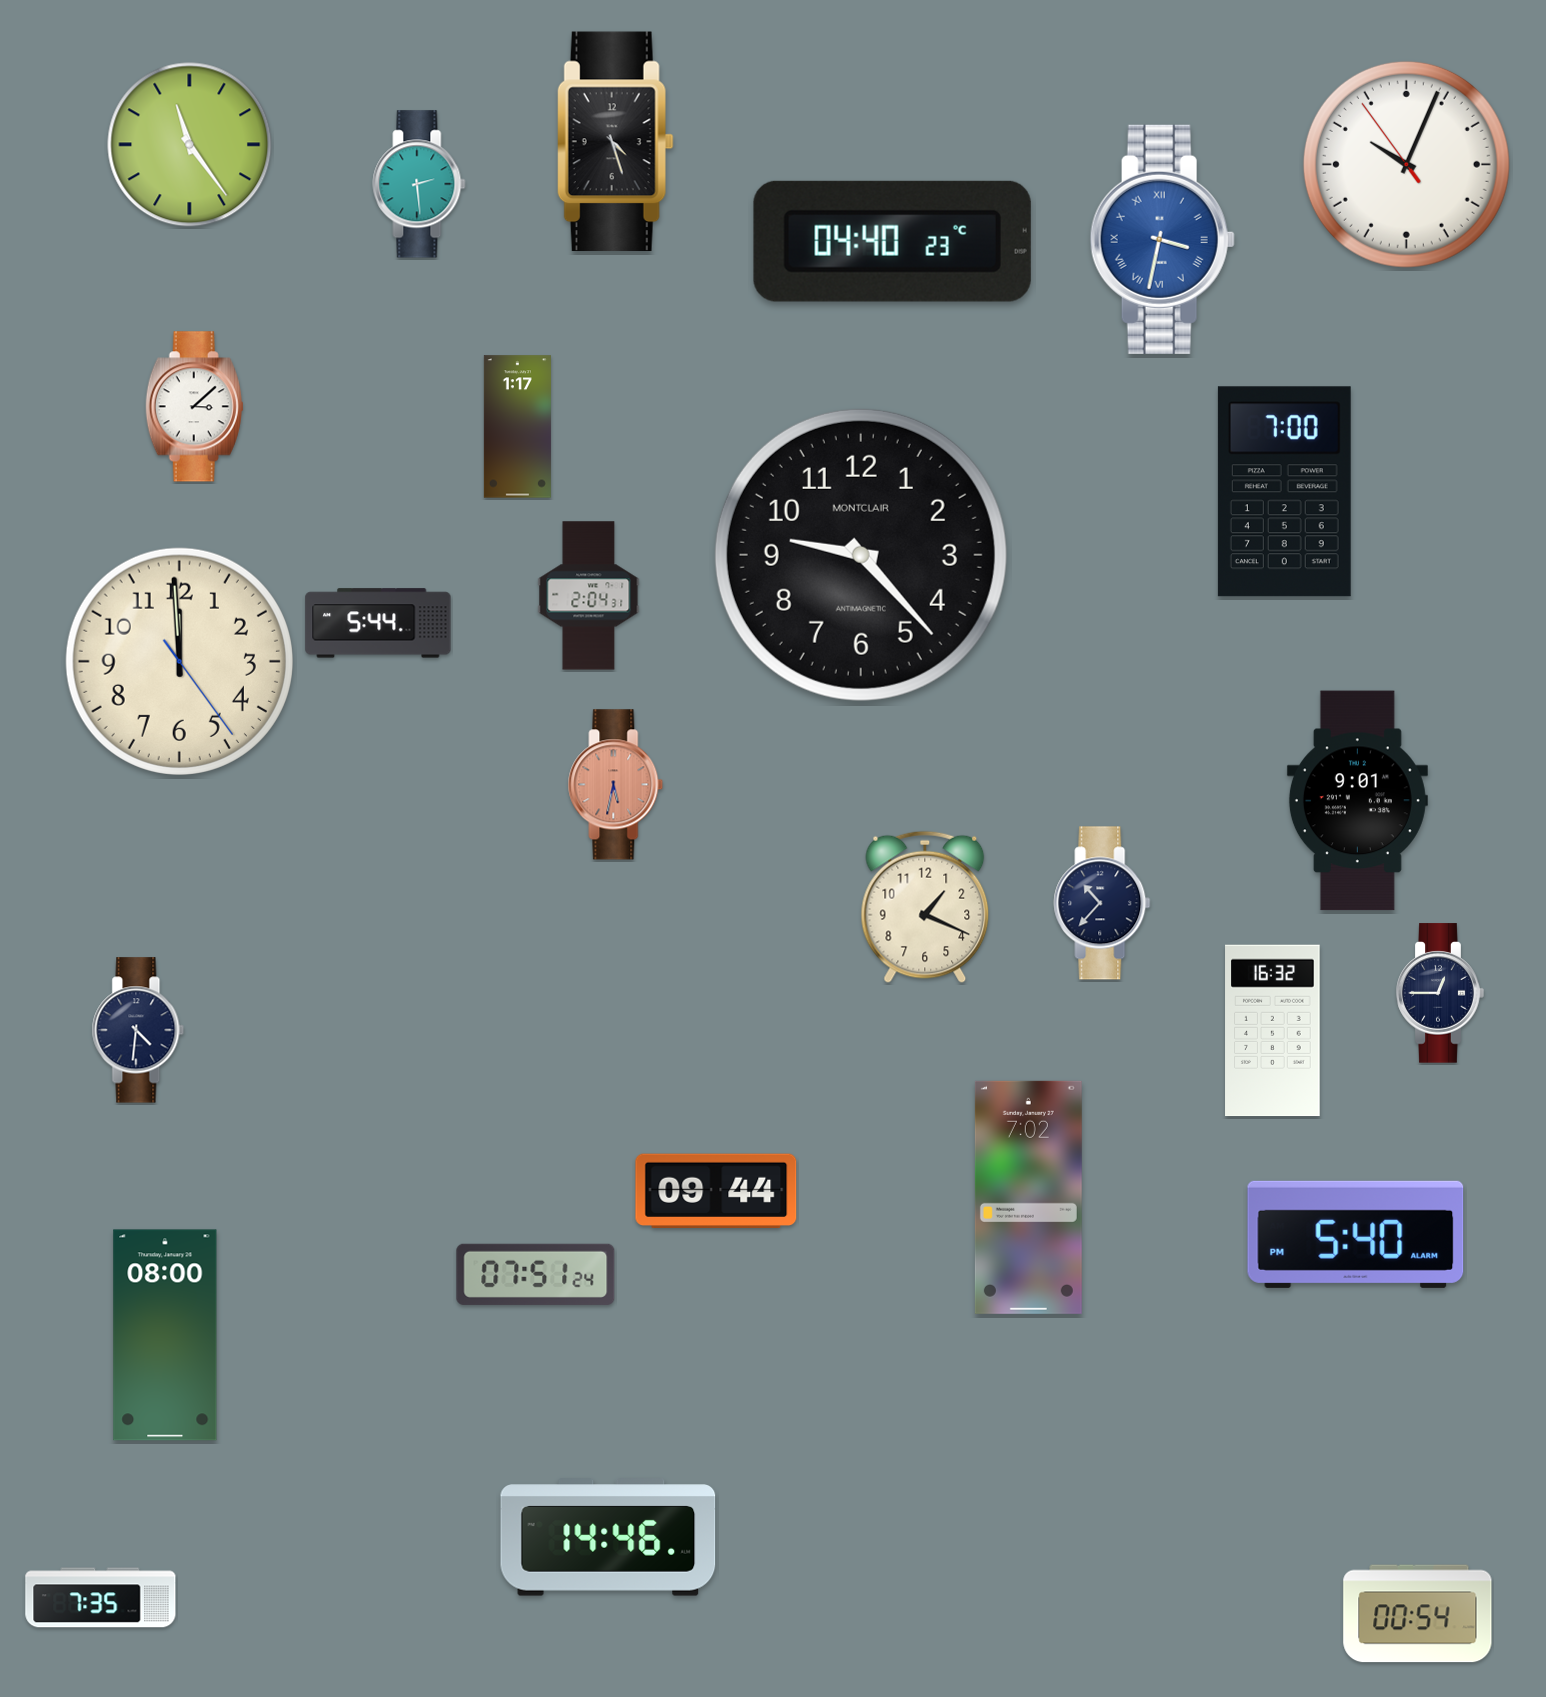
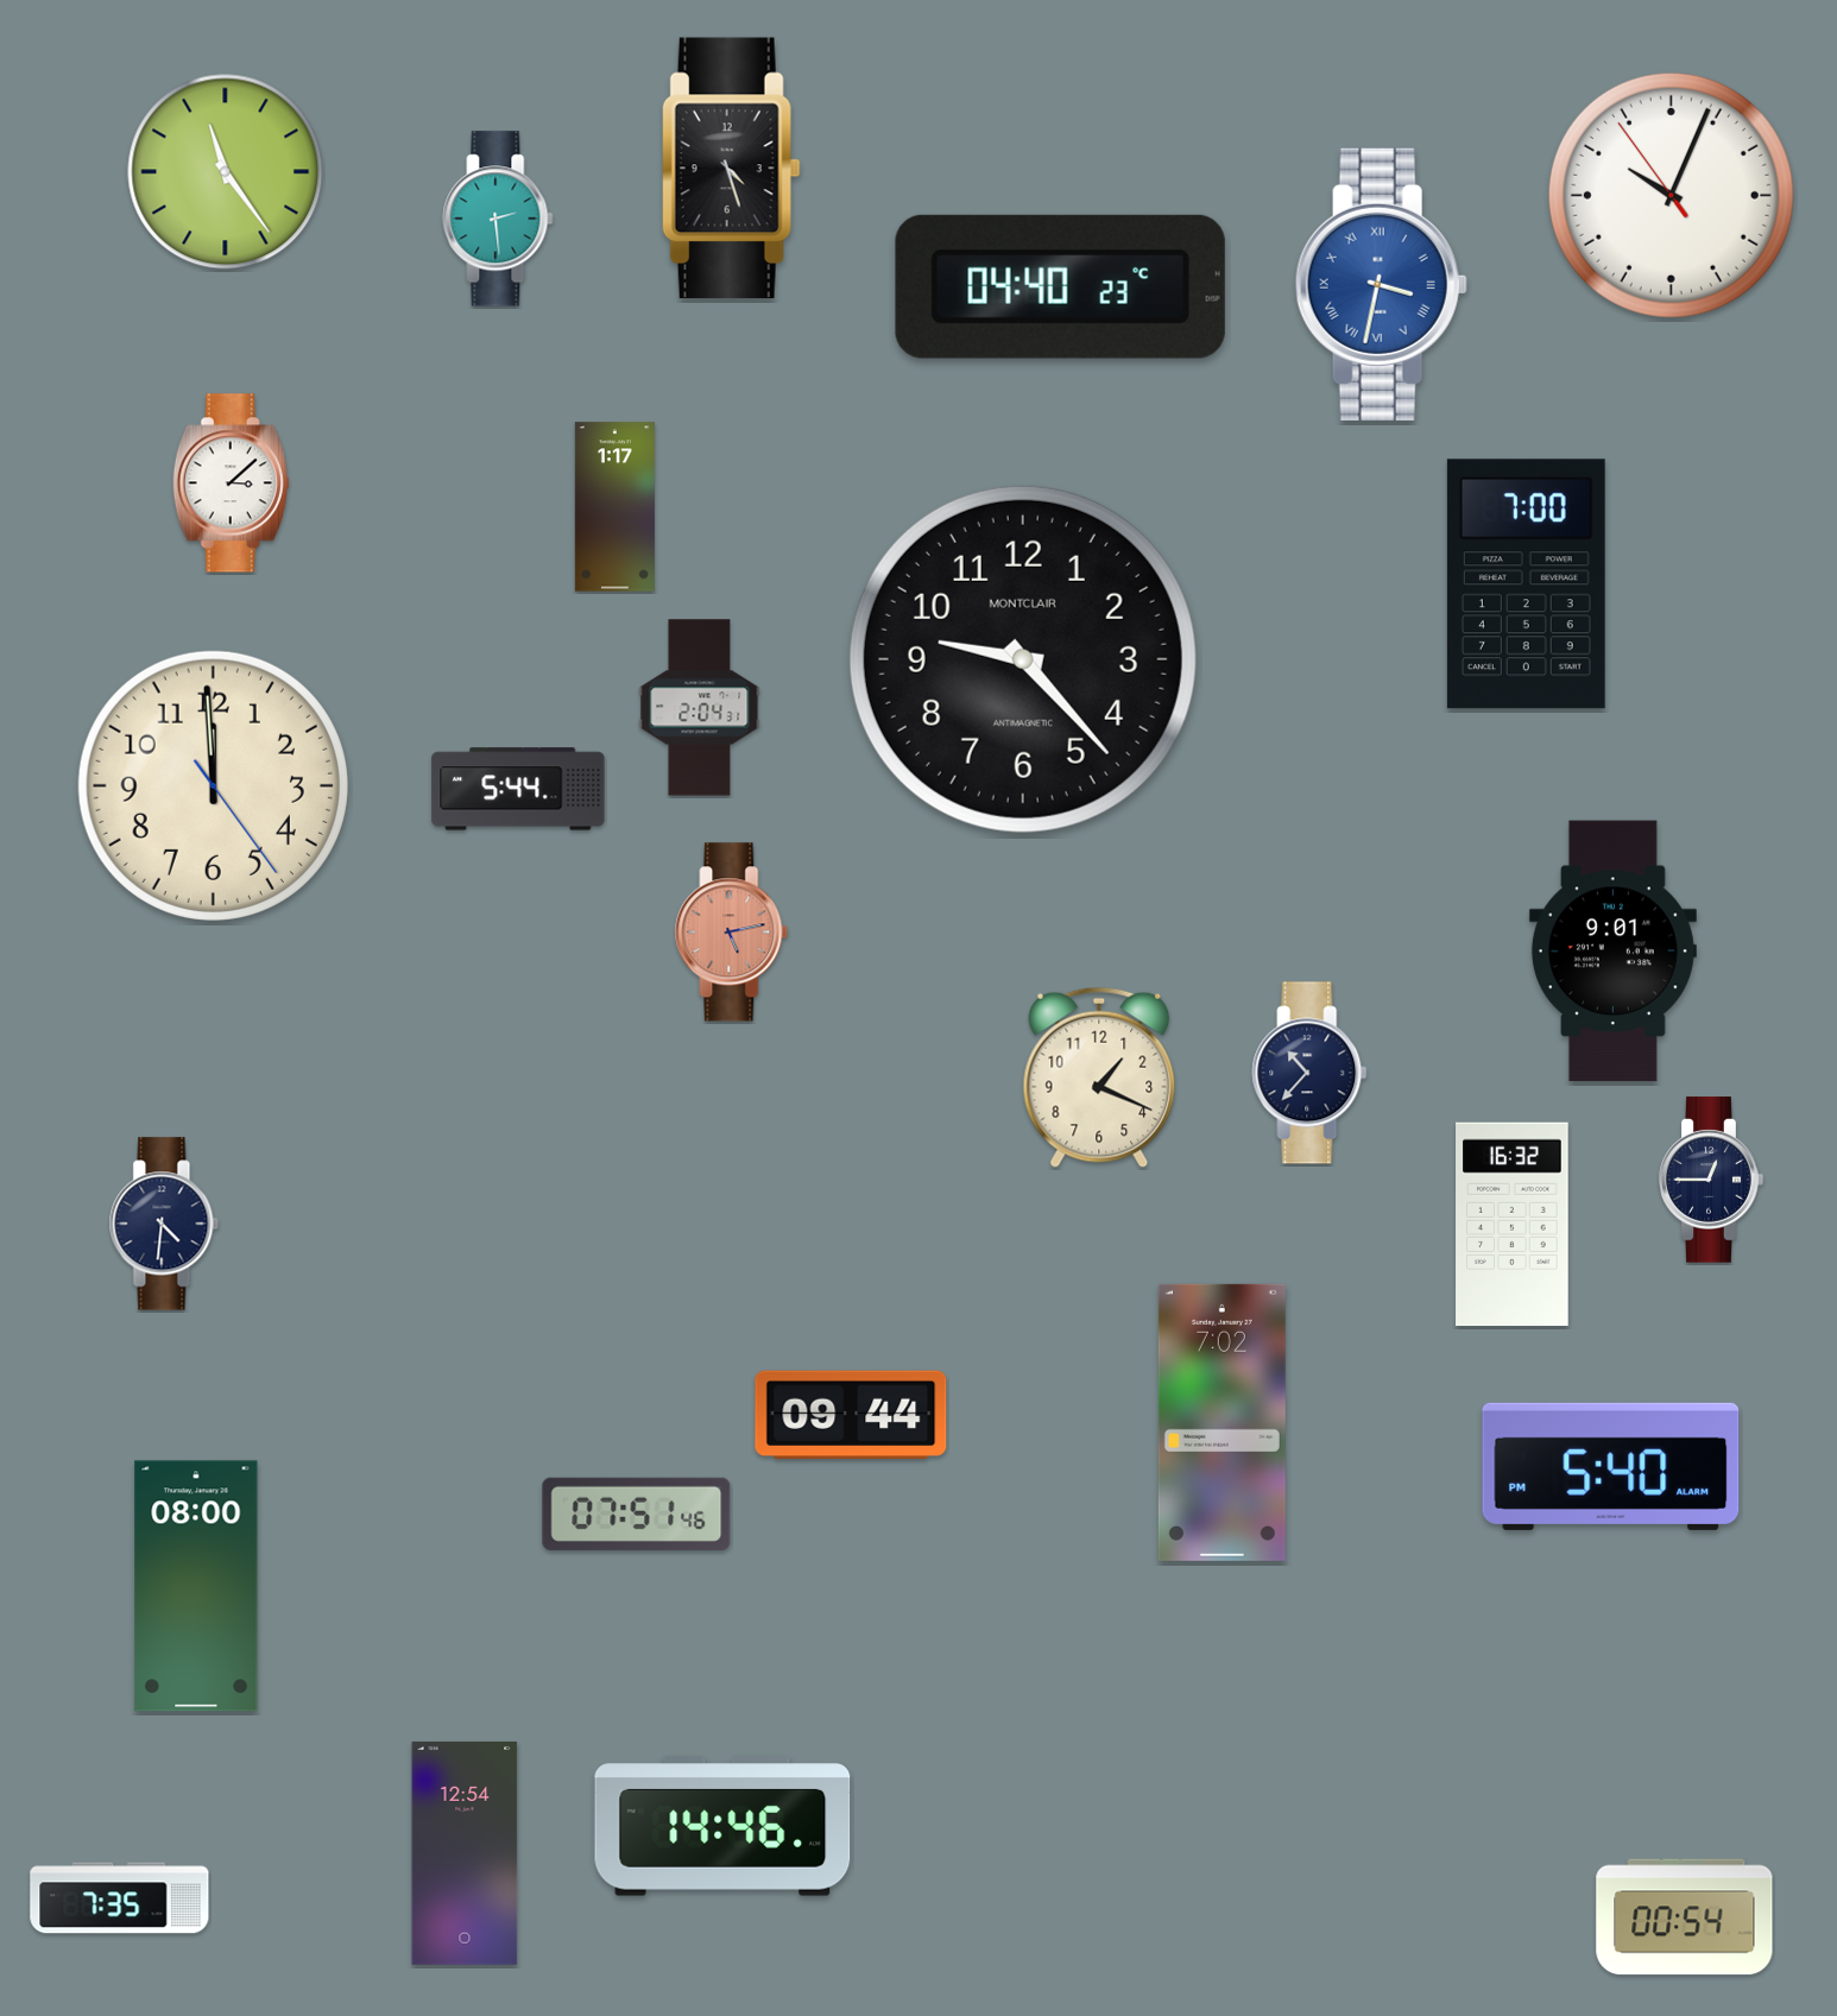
clock at (378, 623) position: (378, 623) -> (518, 789)
clock at (616, 785): 5:32 -> 5:13
clock at (536, 1274): 07:51:24 -> 07:51:46
clock at (465, 1853): none -> 12:54
